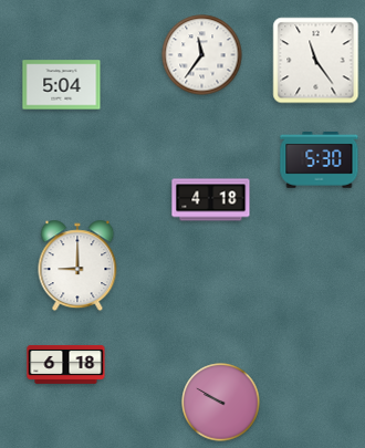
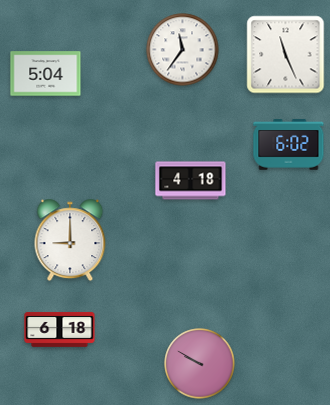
clock at (316, 61): 11:24 -> 11:26
clock at (62, 85) position: (62, 85) -> (46, 74)
clock at (320, 160): 5:30 -> 6:02
